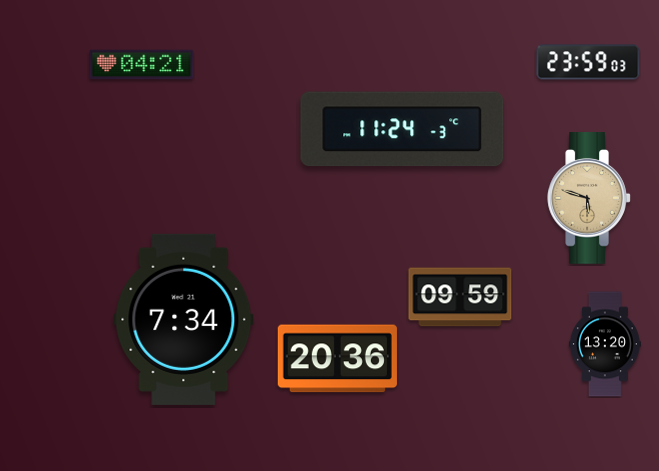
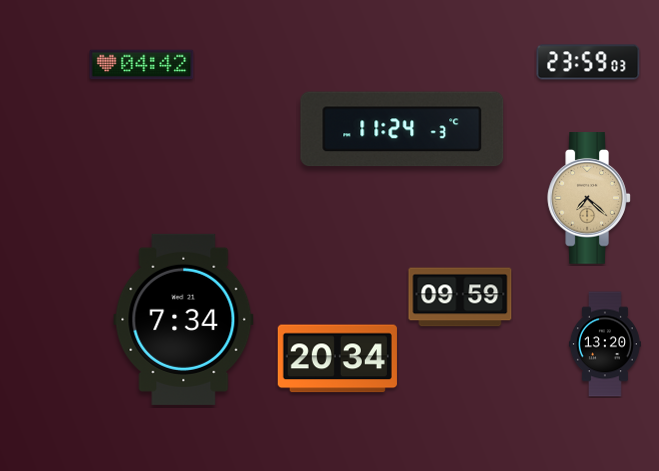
clock at (142, 65): 04:21 -> 04:42
clock at (589, 198): 5:48 -> 7:22
clock at (337, 359): 20:36 -> 20:34
